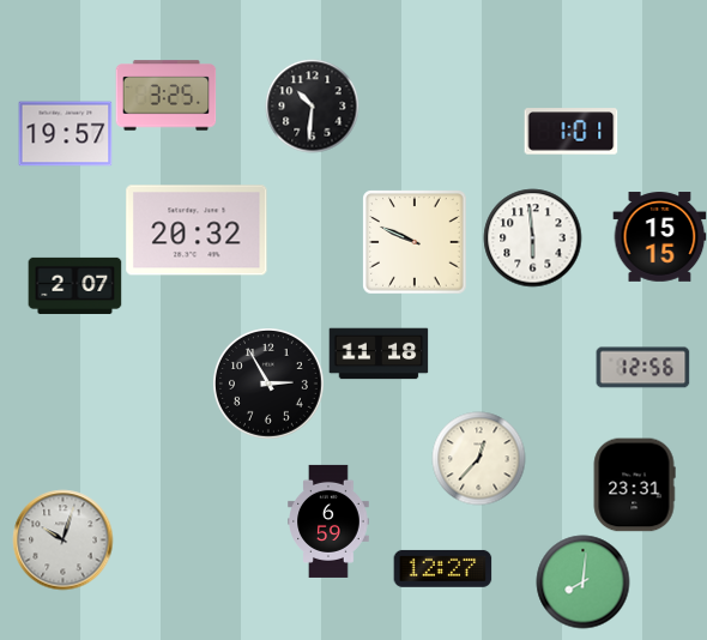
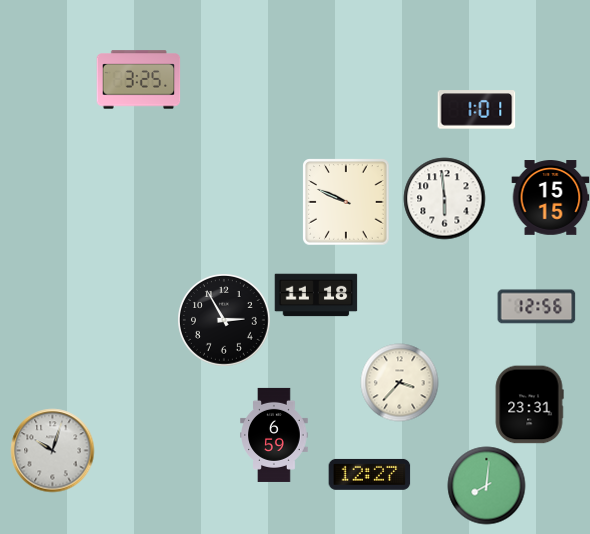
clock at (312, 105): 10:31 -> none
clock at (65, 134): 19:57 -> none
clock at (197, 230): 20:32 -> none
clock at (74, 285): 2:07 -> none
clock at (478, 458): 12:37 -> 3:37
